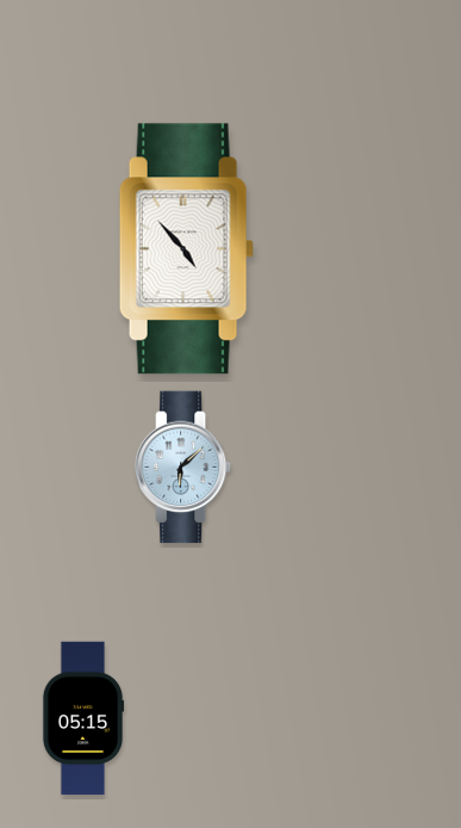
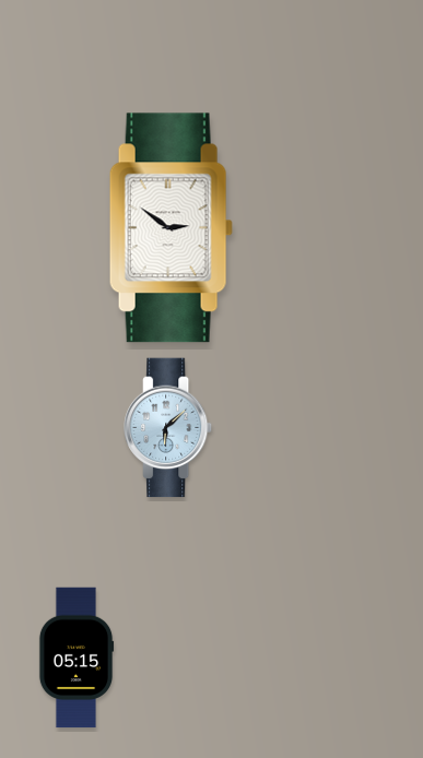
clock at (186, 249): 4:53 -> 2:51
